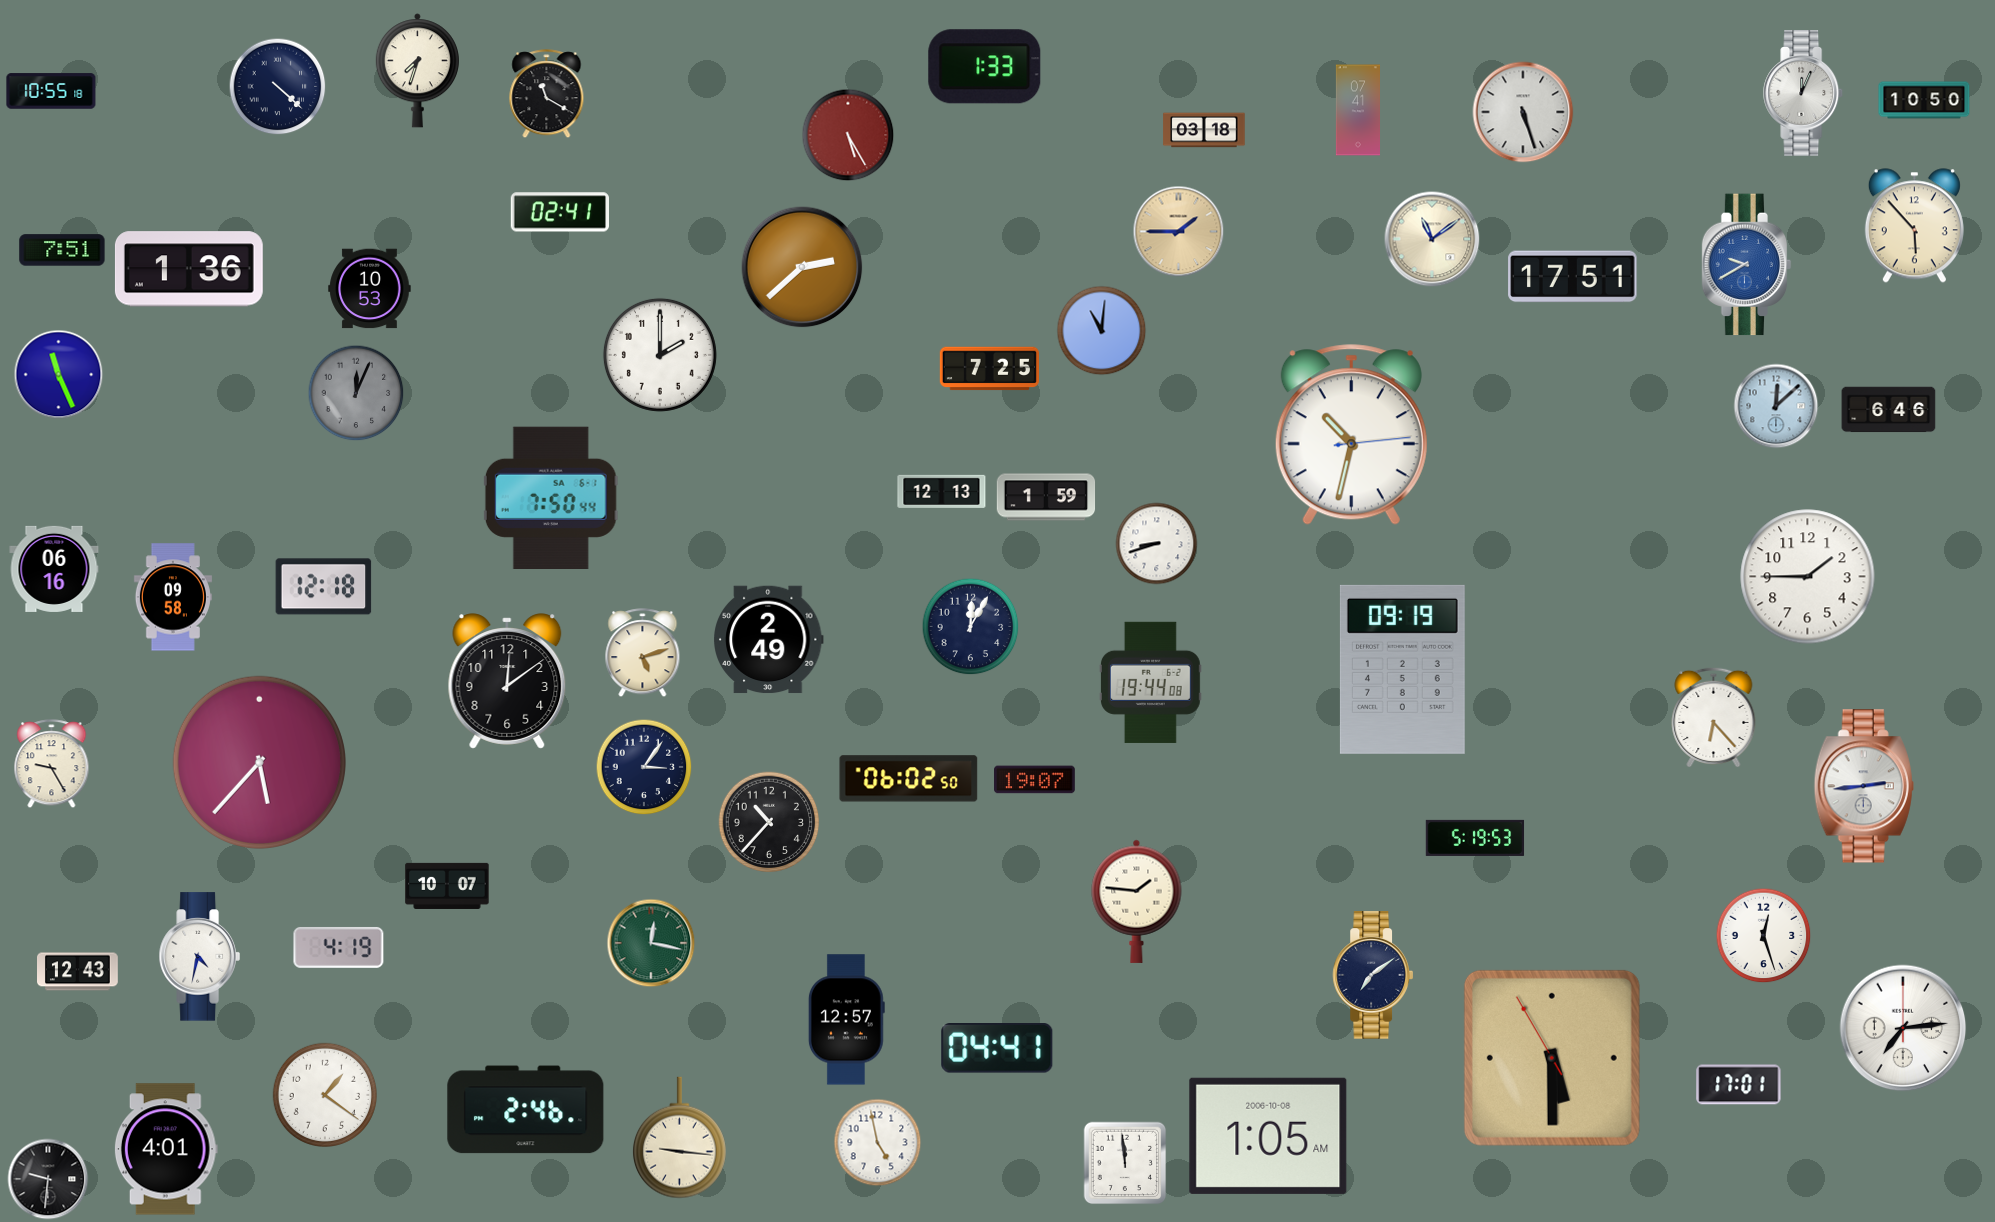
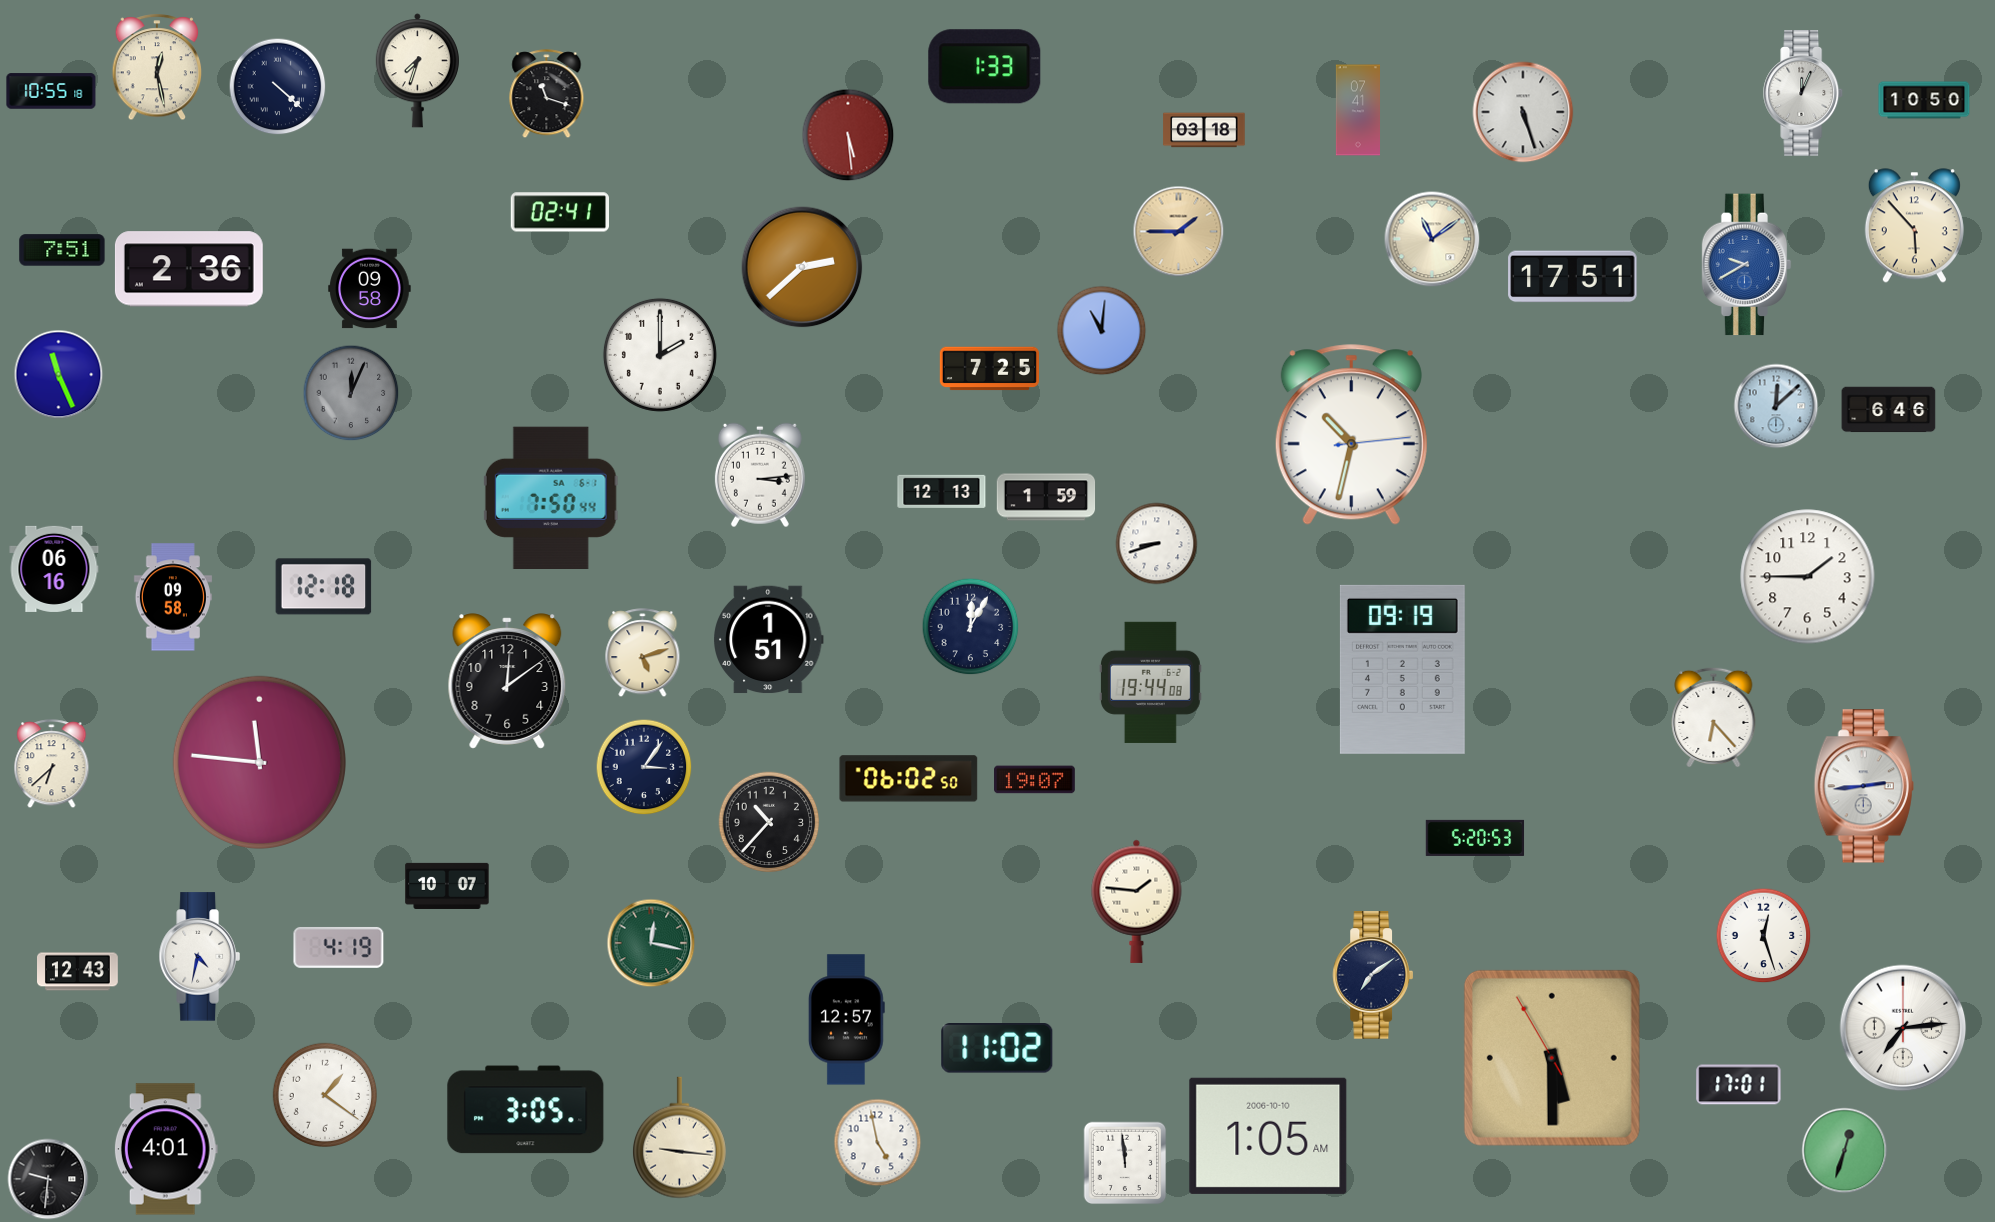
clock at (157, 68): none -> 12:28
clock at (547, 94): 11:20 -> 11:18
clock at (848, 135): 5:25 -> 5:29
clock at (189, 269): 1:36 -> 2:36
clock at (370, 289): 10:53 -> 09:58
clock at (356, 393) position: (356, 393) -> (351, 393)
clock at (760, 475): none -> 3:14
clock at (768, 640): 2:49 -> 1:51
clock at (259, 762): 5:37 -> 11:46
clock at (52, 764): 9:25 -> 6:38
clock at (1475, 838): 5:19 -> 5:20
clock at (997, 1049): 04:41 -> 11:02
clock at (526, 1110): 2:46 -> 3:05
clock at (1268, 1136) date: 2006-10-08 -> 2006-10-10
clock at (1845, 1151): none -> 12:33
